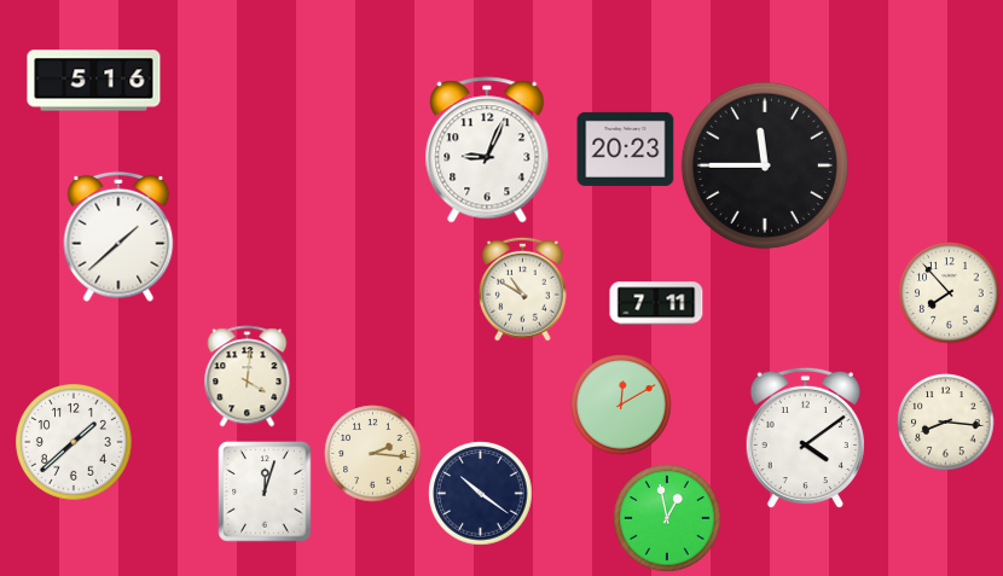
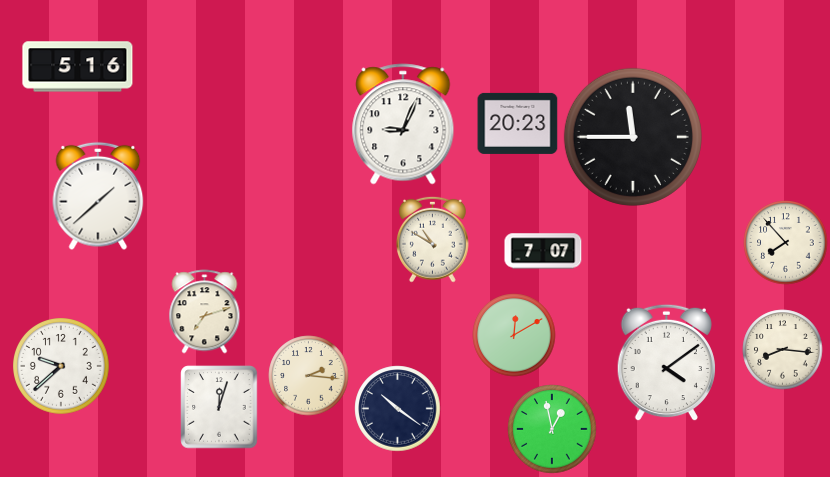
clock at (656, 303): 7:11 -> 7:07
clock at (248, 377): 4:01 -> 7:12
clock at (75, 443): 1:38 -> 9:38
